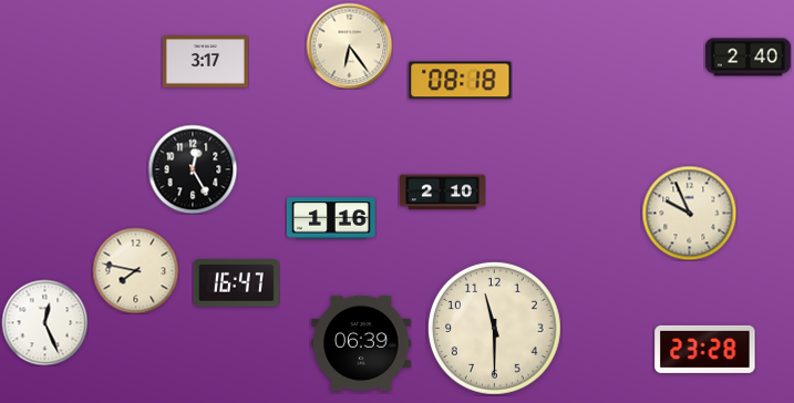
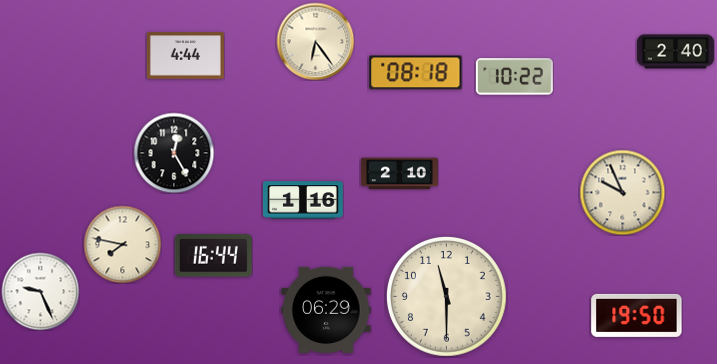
clock at (205, 62): 3:17 -> 4:44
clock at (514, 77): none -> 10:22
clock at (331, 218) position: (331, 218) -> (303, 200)
clock at (236, 283): 16:47 -> 16:44
clock at (44, 322): 12:26 -> 9:26
clock at (361, 343): 06:39 -> 06:29
clock at (705, 349): 23:28 -> 19:50
